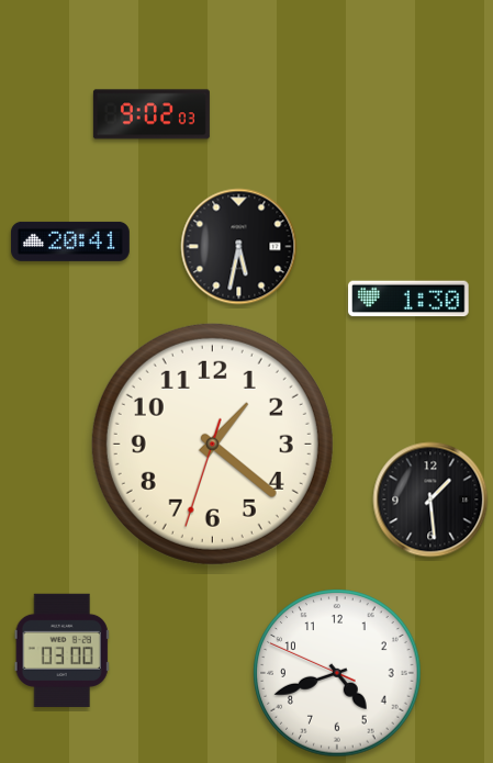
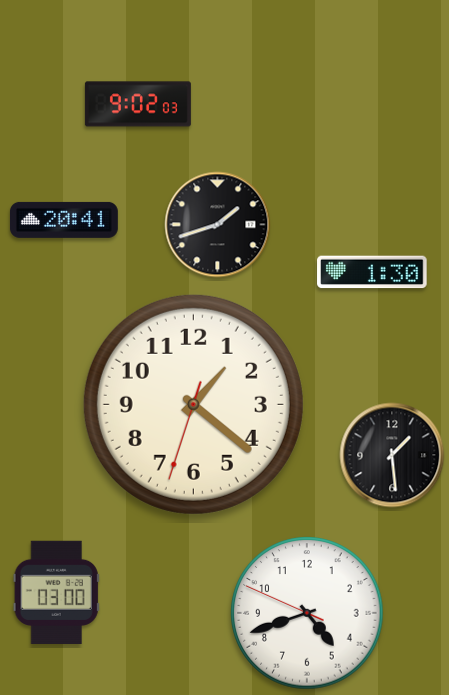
clock at (239, 247): 5:32 -> 1:42
